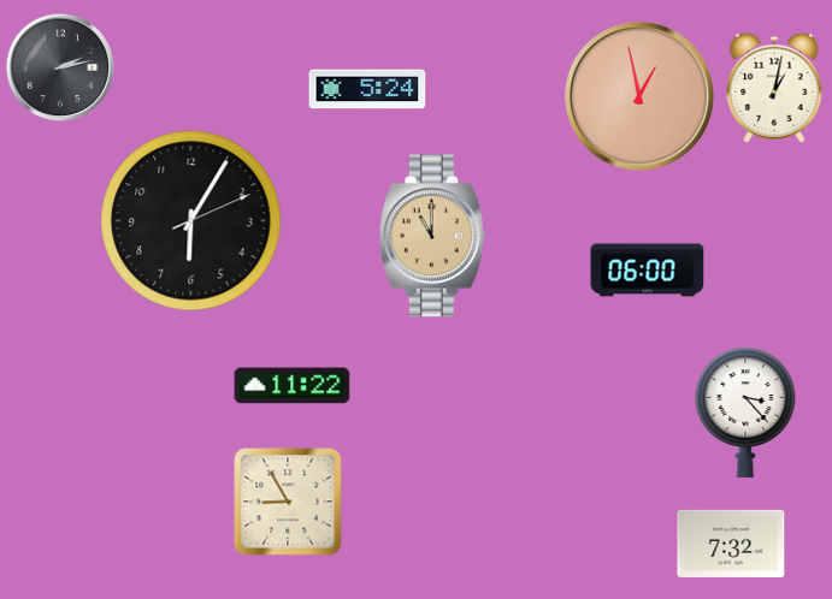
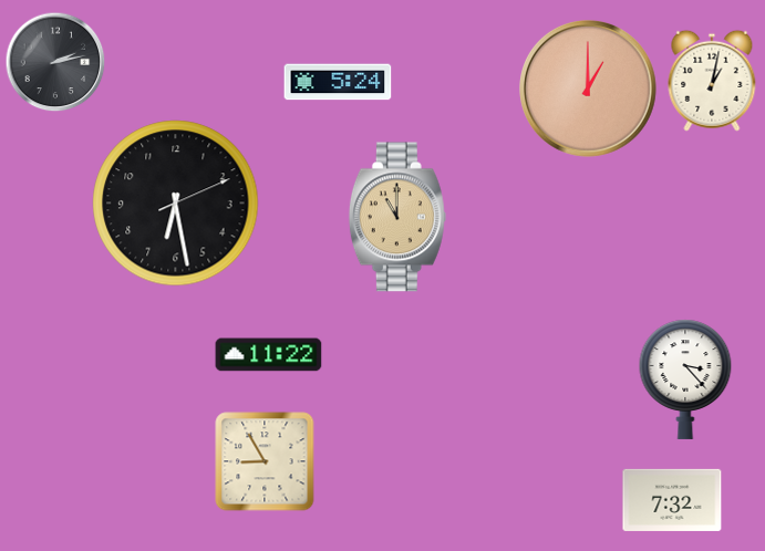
clock at (639, 96): 12:58 -> 1:00
clock at (191, 221): 6:05 -> 6:28
clock at (648, 271): 06:00 -> none
